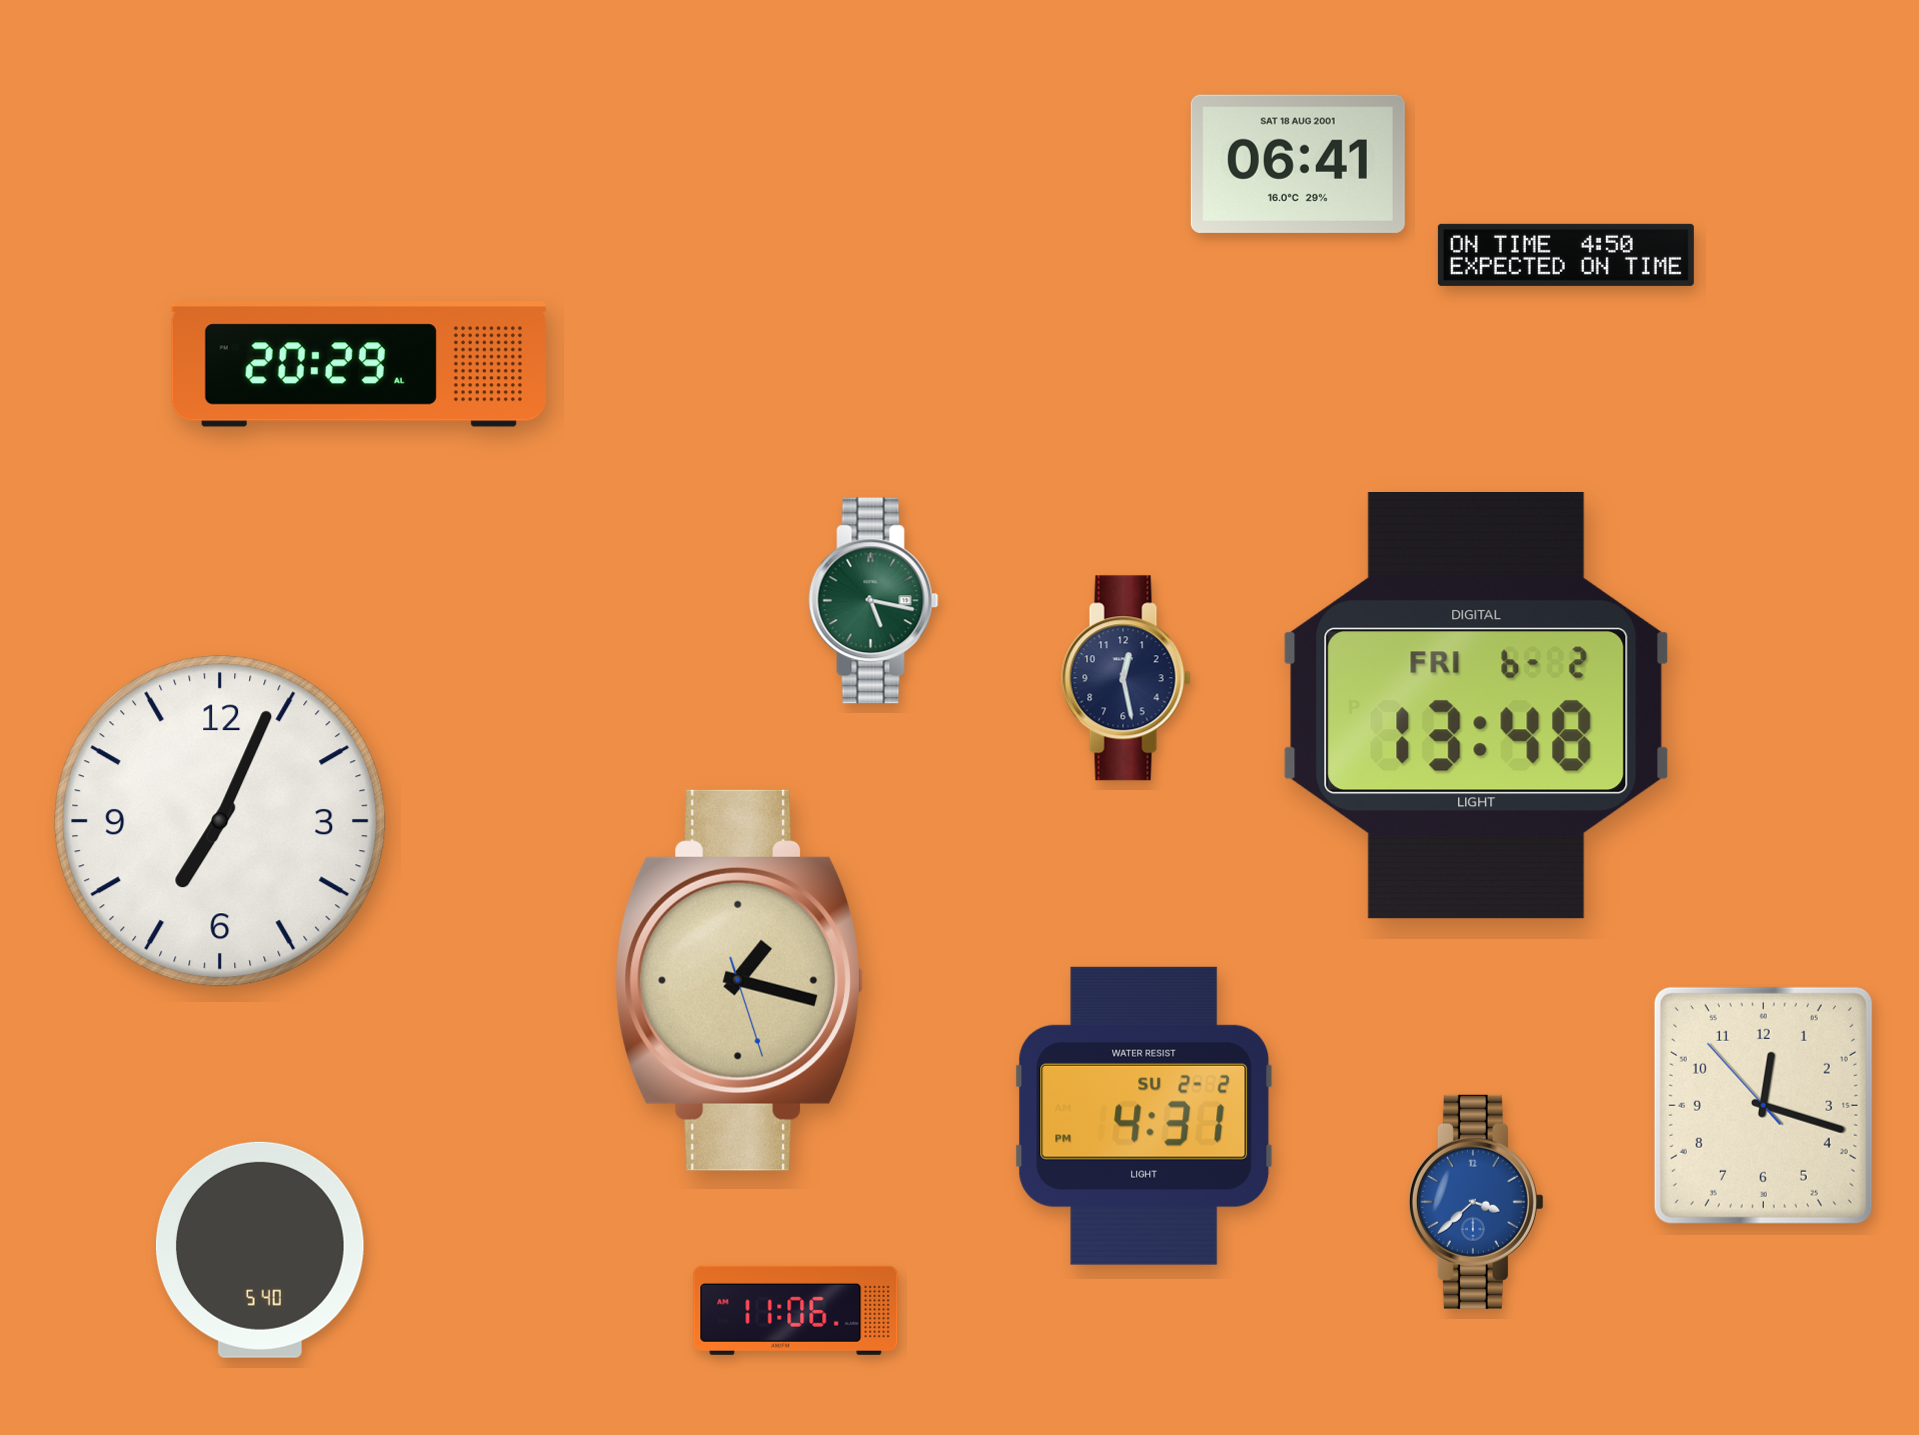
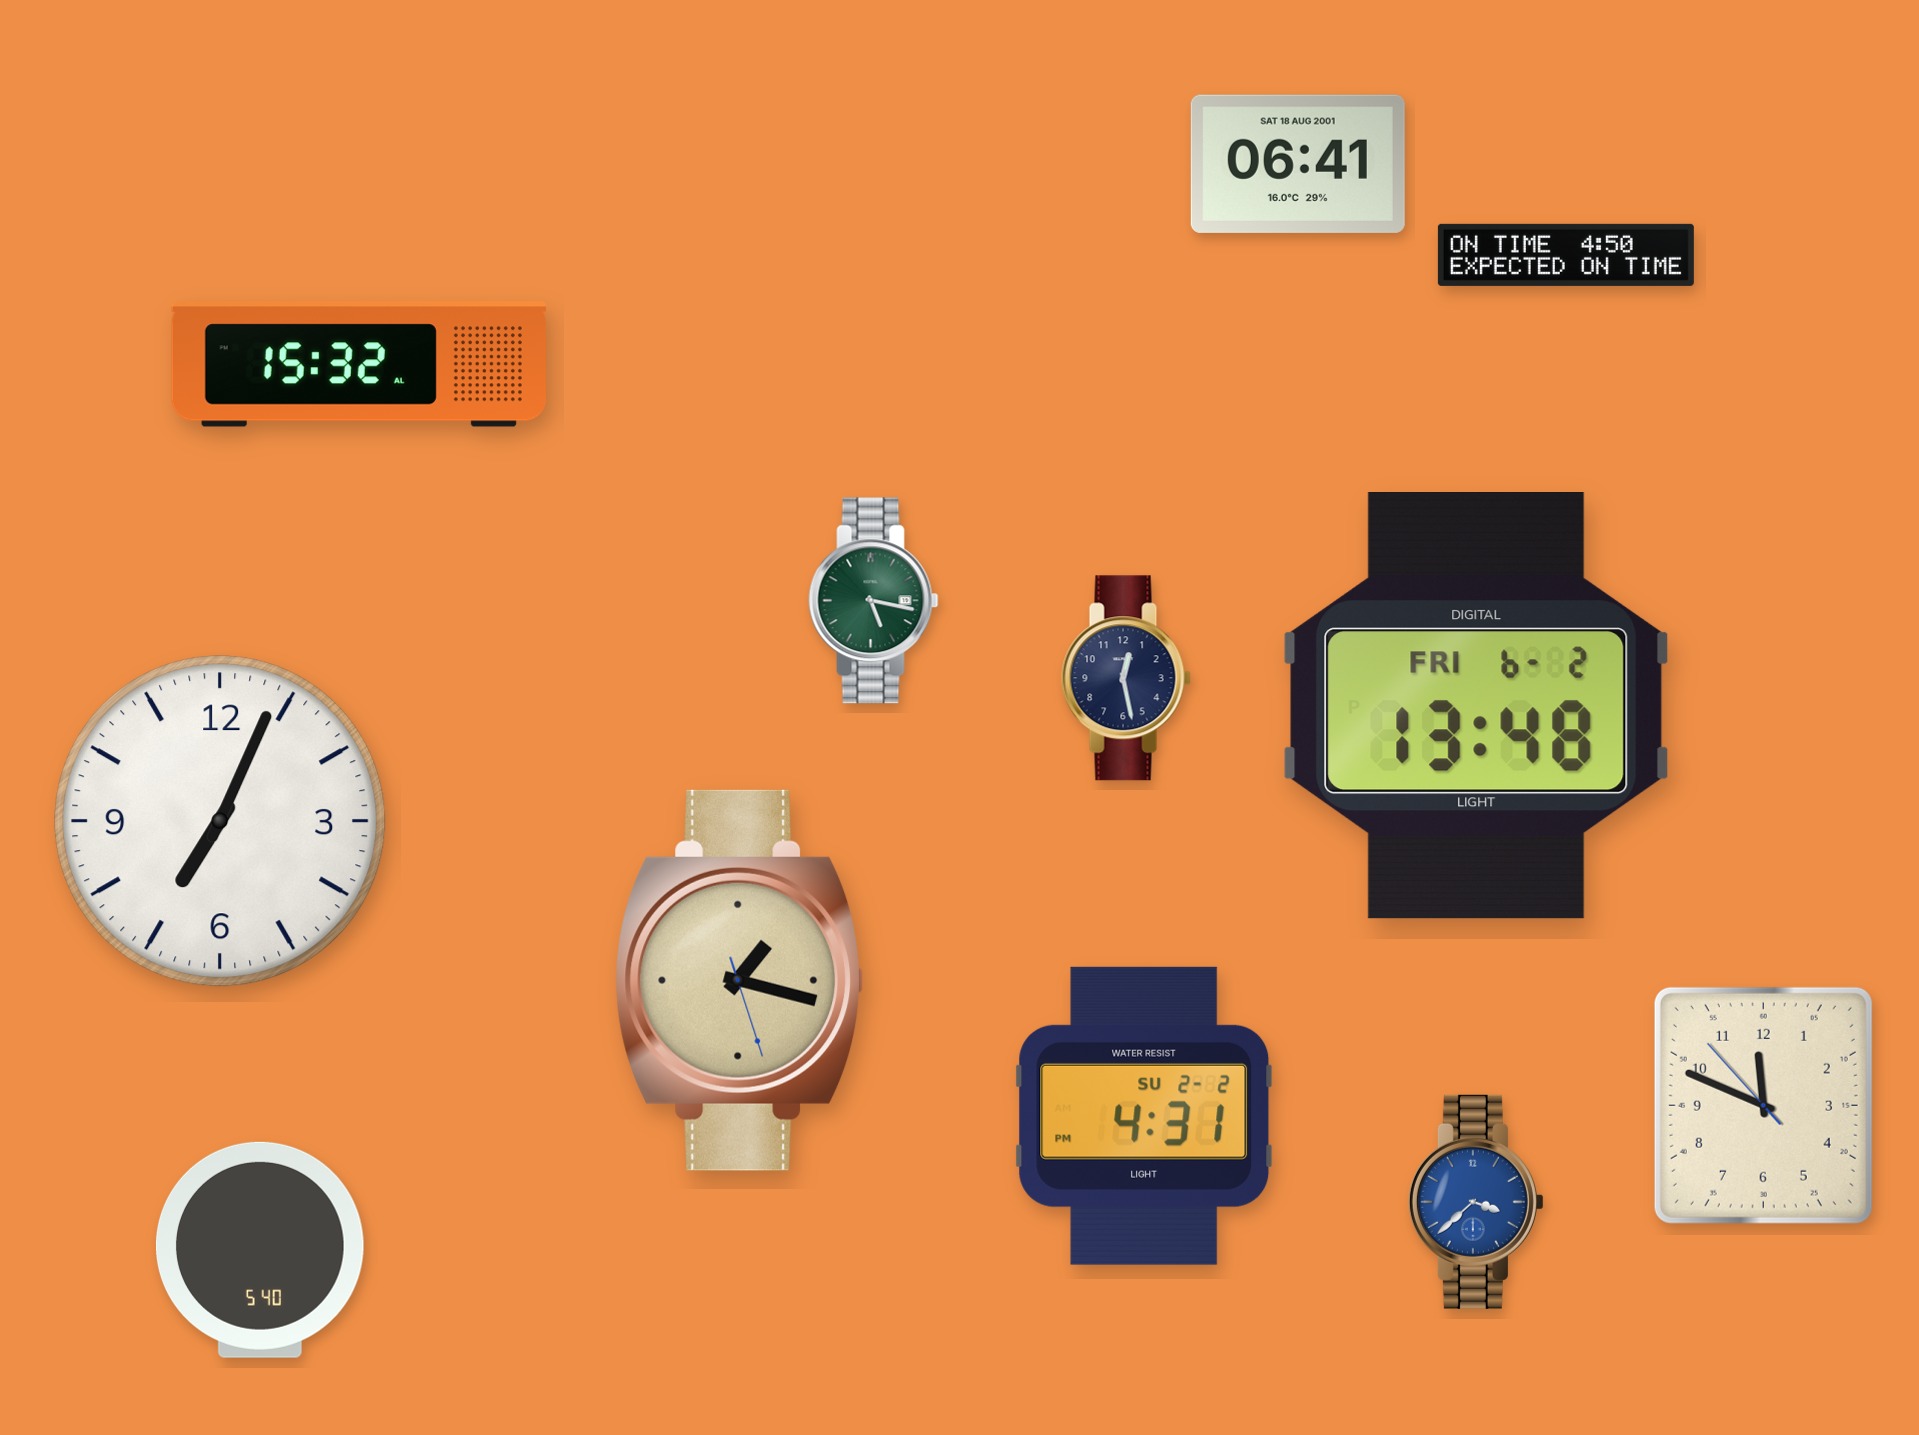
clock at (359, 364): 20:29 -> 15:32
clock at (1763, 1105): 12:17 -> 11:48
clock at (796, 1310): 11:06 -> none
